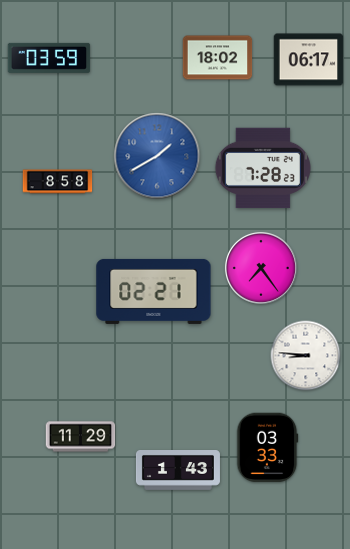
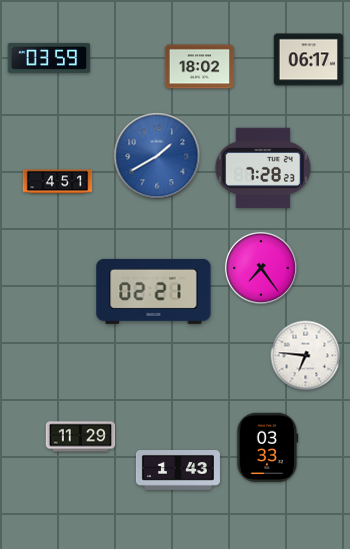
clock at (218, 58) position: (218, 58) -> (200, 67)
clock at (58, 182): 8:58 -> 4:51
clock at (306, 356): 8:46 -> 6:46
